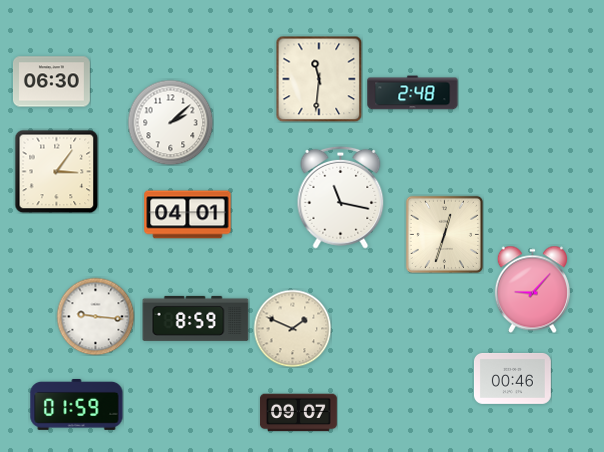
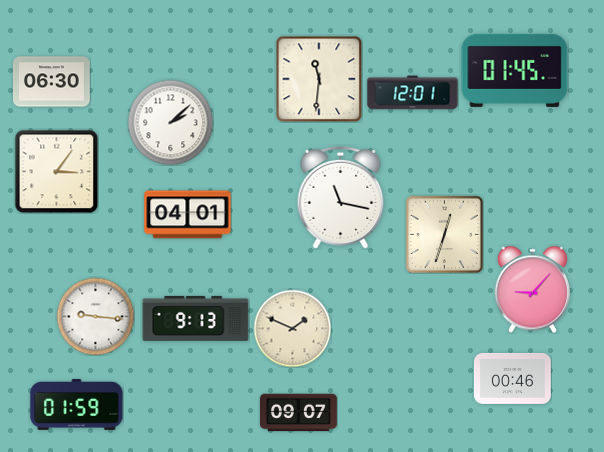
clock at (515, 70): none -> 01:45
clock at (413, 93): 2:48 -> 12:01
clock at (196, 318): 8:59 -> 9:13
